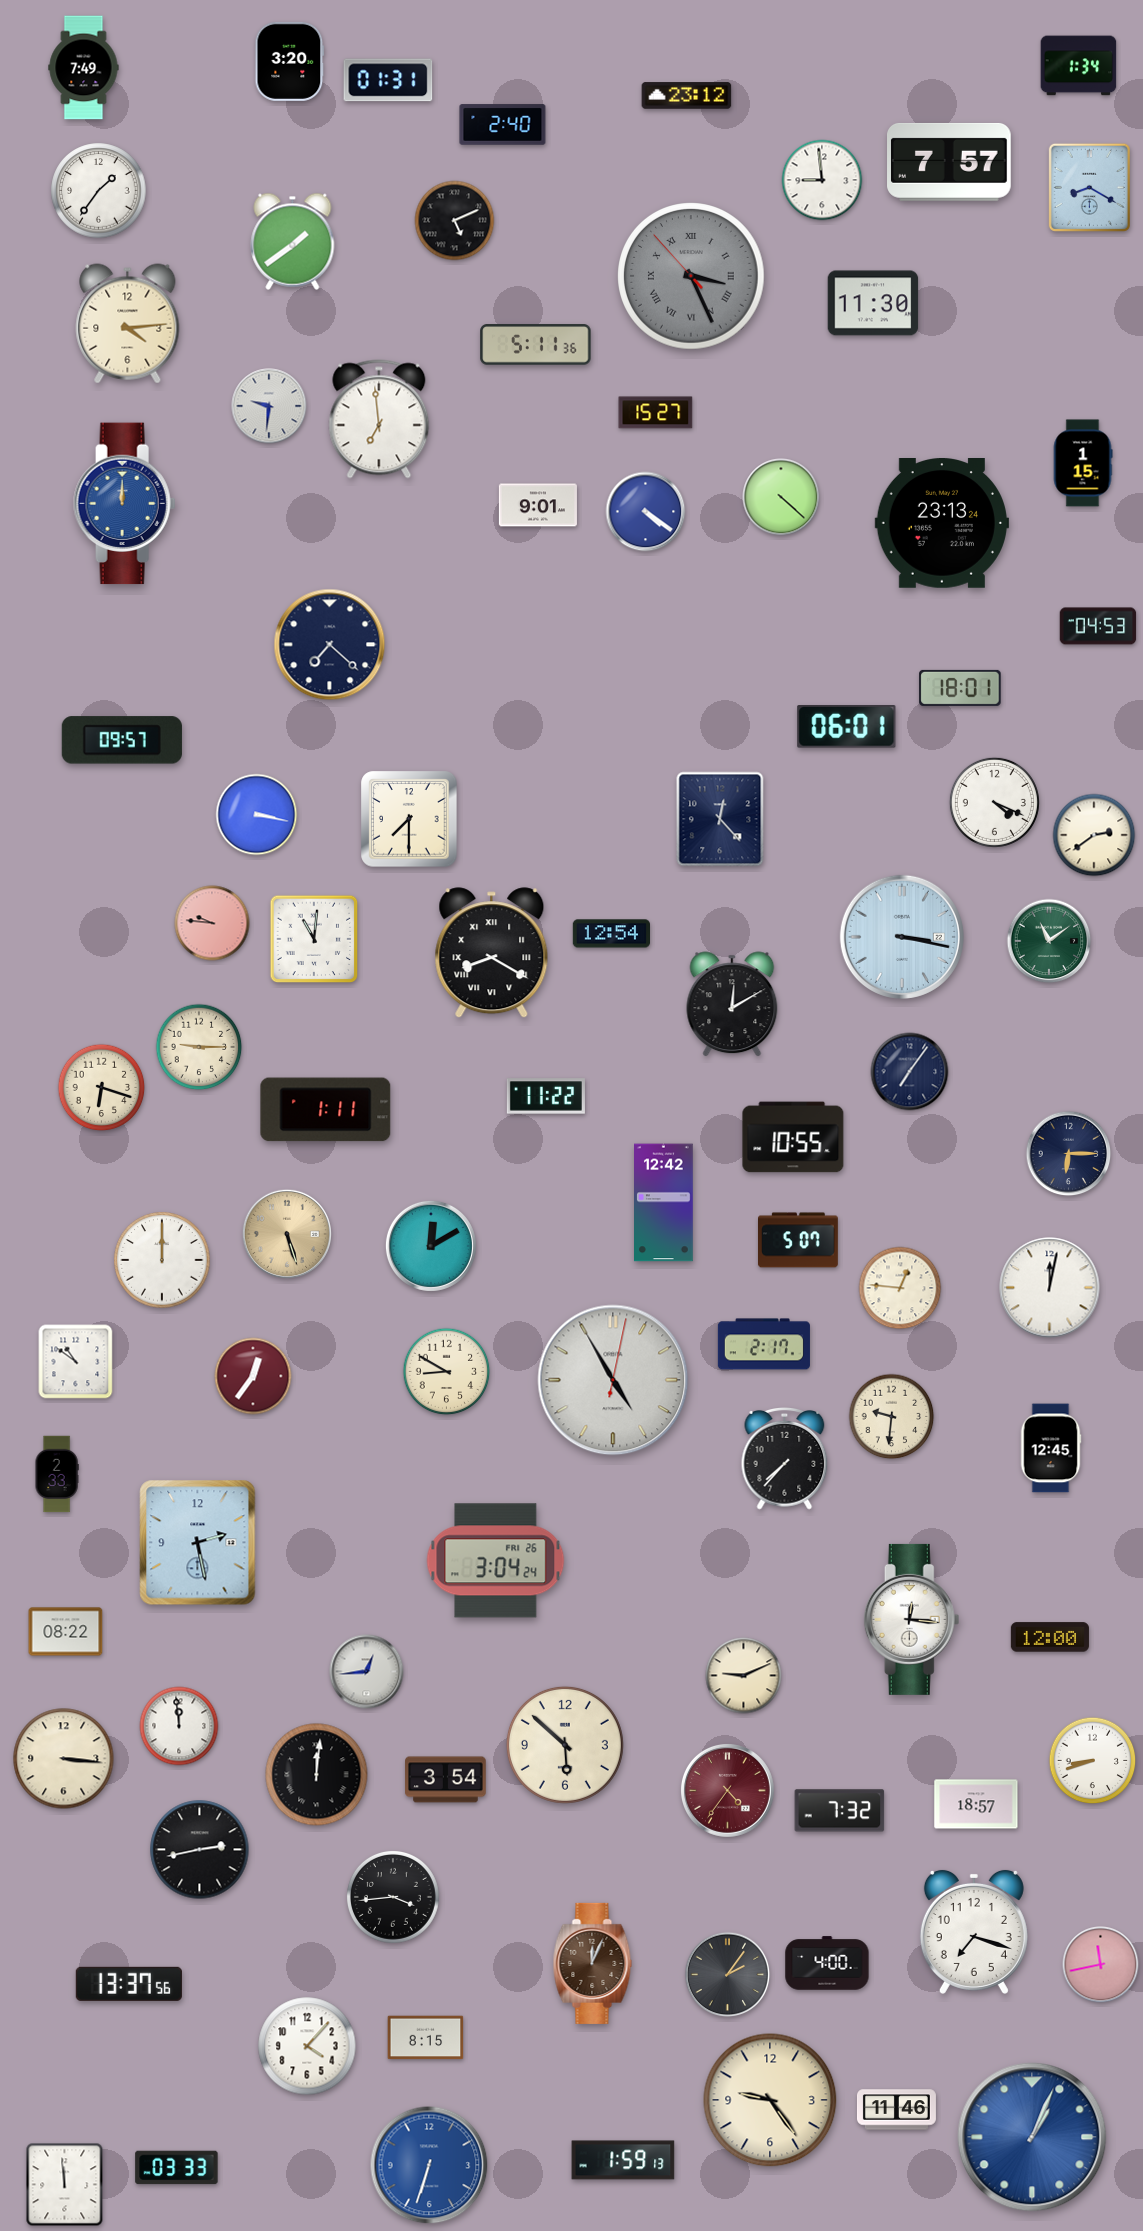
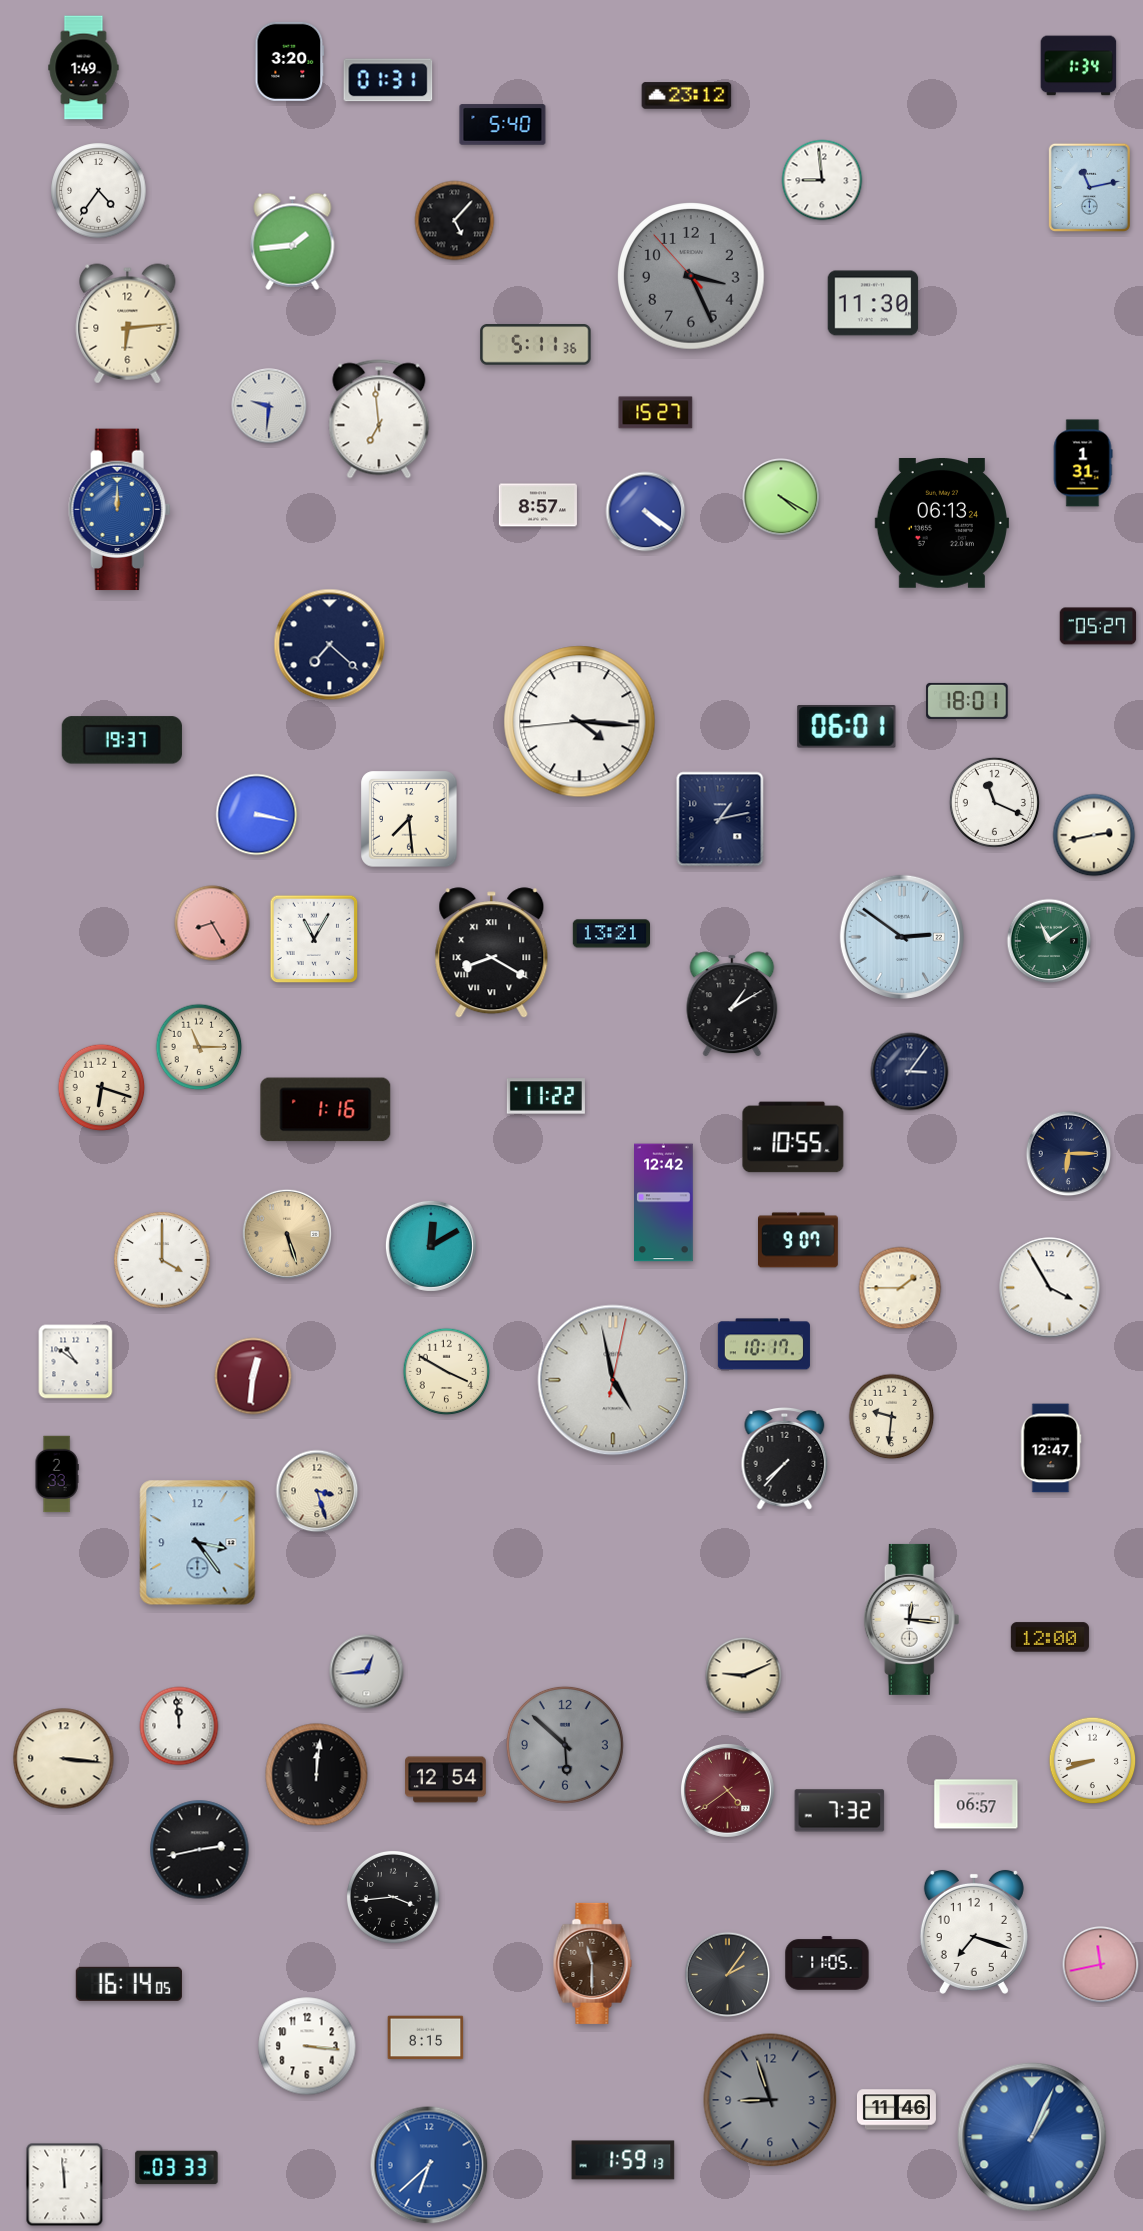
clock at (84, 68): 7:49 -> 1:49
clock at (503, 125): 2:40 -> 5:40
clock at (950, 162): 7:57 -> none
clock at (1089, 187): 8:20 -> 11:13
clock at (99, 191): 1:36 -> 4:36
clock at (455, 221): 5:11 -> 5:07
clock at (293, 241): 1:39 -> 1:44
clock at (691, 276) numerals: Roman -> Arabic
clock at (128, 324): 4:14 -> 6:14
clock at (1083, 463): 1:15 -> 1:31
clock at (781, 497): 4:22 -> 4:20
clock at (125, 504) position: (125, 504) -> (120, 510)
clock at (538, 505): 9:01 -> 8:57
clock at (942, 524): 23:13 -> 06:13
clock at (1098, 626): 04:53 -> 05:27
clock at (960, 688) position: (960, 688) -> (967, 701)
clock at (580, 722): none -> 4:15
clock at (122, 740): 09:57 -> 19:37
clock at (994, 802): 4:19 -> 11:19
clock at (409, 819): 7:30 -> 7:29
clock at (720, 819): 12:23 -> 1:13
clock at (1094, 835): 2:39 -> 2:43
clock at (212, 923): 9:46 -> 8:25
clock at (611, 934): 12:54 -> 13:21
clock at (902, 937): 3:17 -> 2:51
clock at (314, 939): 11:01 -> 11:05
clock at (732, 1004): 12:10 -> 1:10
clock at (199, 1047): 9:15 -> 11:15
clock at (910, 1072): 7:06 -> 3:06
clock at (326, 1110): 1:11 -> 1:16
clock at (799, 1240): 5:07 -> 9:07
clock at (162, 1260): 12:00 -> 4:00
clock at (900, 1288): 12:46 -> 1:45
clock at (1050, 1288): 12:02 -> 3:55
clock at (764, 1344): 2:17 -> 10:17
clock at (447, 1372): 8:50 -> 3:50
clock at (253, 1376): 12:36 -> 12:31
clock at (613, 1380): 4:55 -> 4:58
clock at (1051, 1448): 12:45 -> 12:47
clock at (317, 1491): none -> 3:27
clock at (198, 1543): 2:28 -> 3:24
clock at (496, 1561): 3:04 -> none
clock at (66, 1632): 08:22 -> none
clock at (565, 1745) dial: cream -> grey
clock at (446, 1780): 3:54 -> 12:54
clock at (727, 1790): 4:36 -> 4:39
clock at (976, 1804): 18:57 -> 06:57
clock at (593, 1963): 12:04 -> 11:30
clock at (827, 1963): 4:00 -> 11:05
clock at (129, 1984): 13:37 -> 16:14
clock at (307, 2046): 4:07 -> 3:16
clock at (770, 2100): 9:24 -> 8:57
clock at (770, 2100) dial: cream -> grey
clock at (429, 2165): 6:33 -> 6:38
